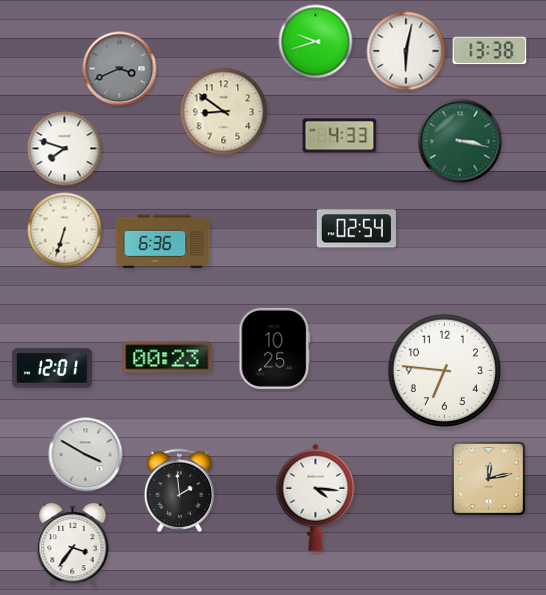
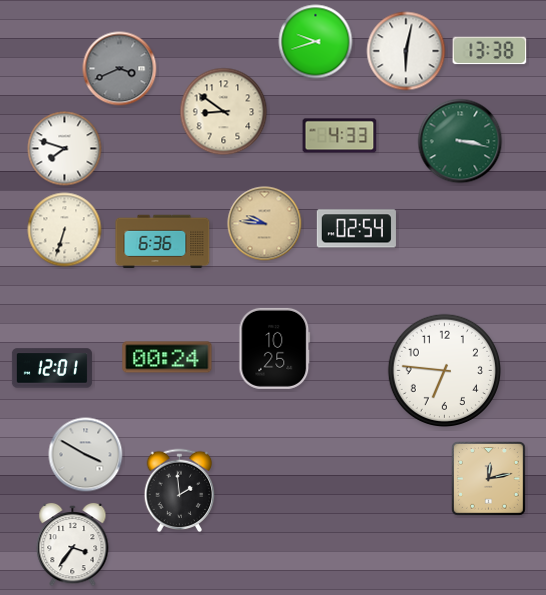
clock at (265, 224): none -> 9:46
clock at (167, 357): 00:23 -> 00:24
clock at (316, 497): 4:16 -> none
